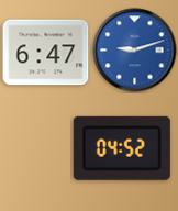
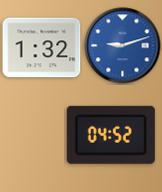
clock at (46, 53): 6:47 -> 1:32
